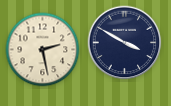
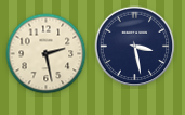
clock at (125, 43): 3:50 -> 3:28
